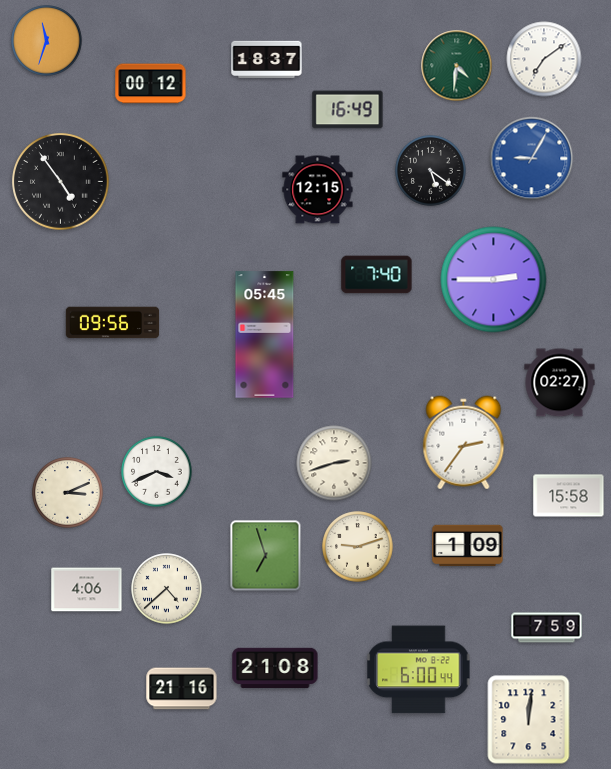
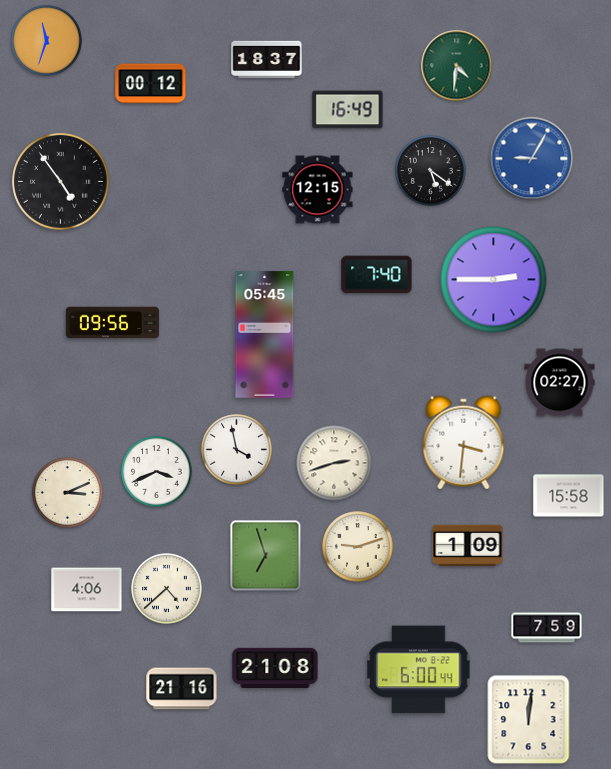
clock at (544, 59): 7:09 -> none
clock at (464, 443): 2:36 -> 3:31
clock at (237, 450): none -> 3:58
